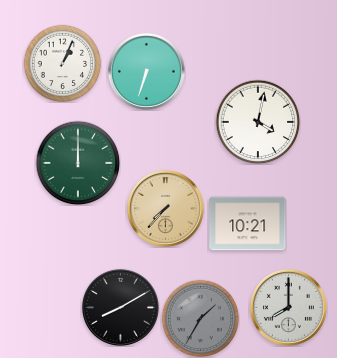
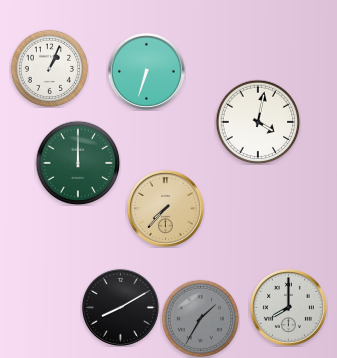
clock at (62, 63) position: (62, 63) -> (49, 68)
clock at (248, 224): 10:21 -> none
